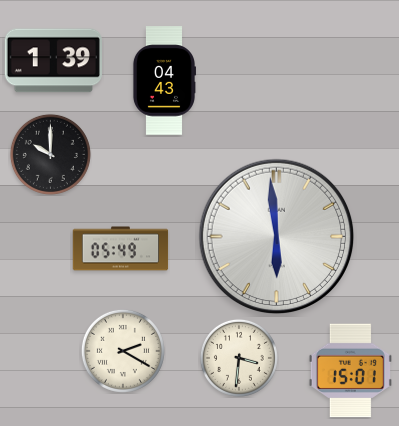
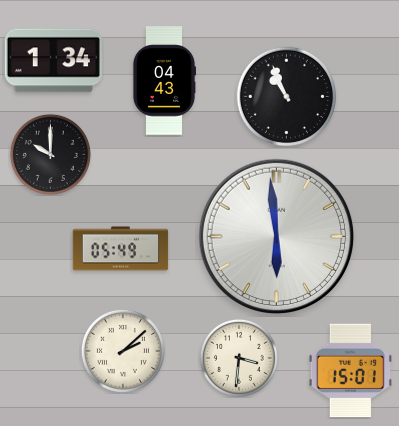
clock at (53, 61): 1:39 -> 1:34
clock at (286, 96): none -> 10:56
clock at (123, 351): 2:20 -> 2:08
